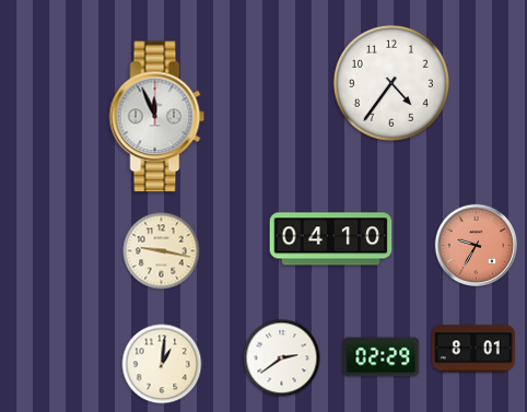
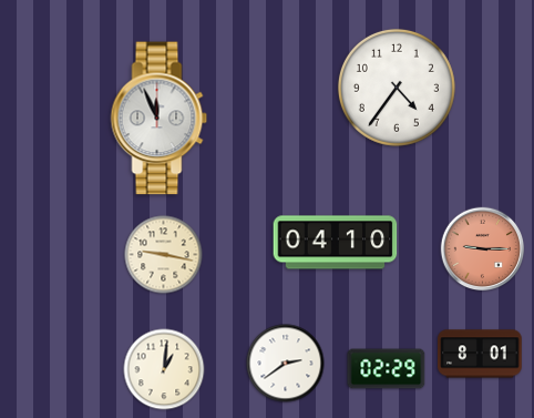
clock at (391, 83) position: (391, 83) -> (397, 88)
clock at (477, 246): 9:35 -> 9:15
clock at (382, 357) position: (382, 357) -> (387, 369)
